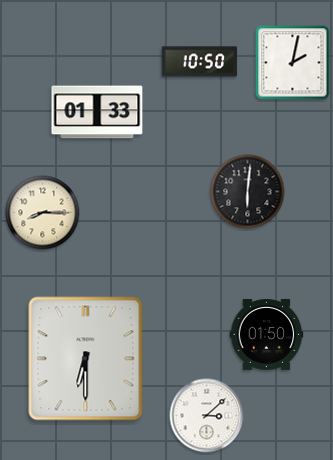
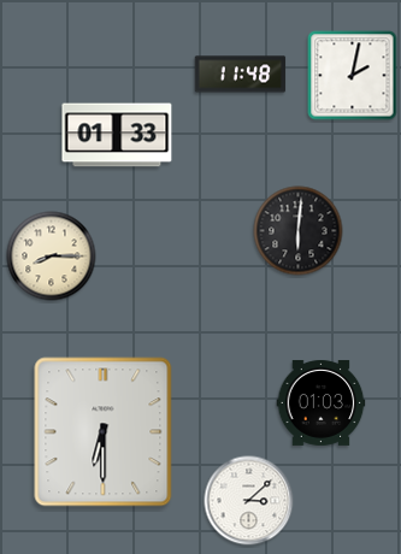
clock at (200, 62): 10:50 -> 11:48
clock at (267, 334): 01:50 -> 01:03
